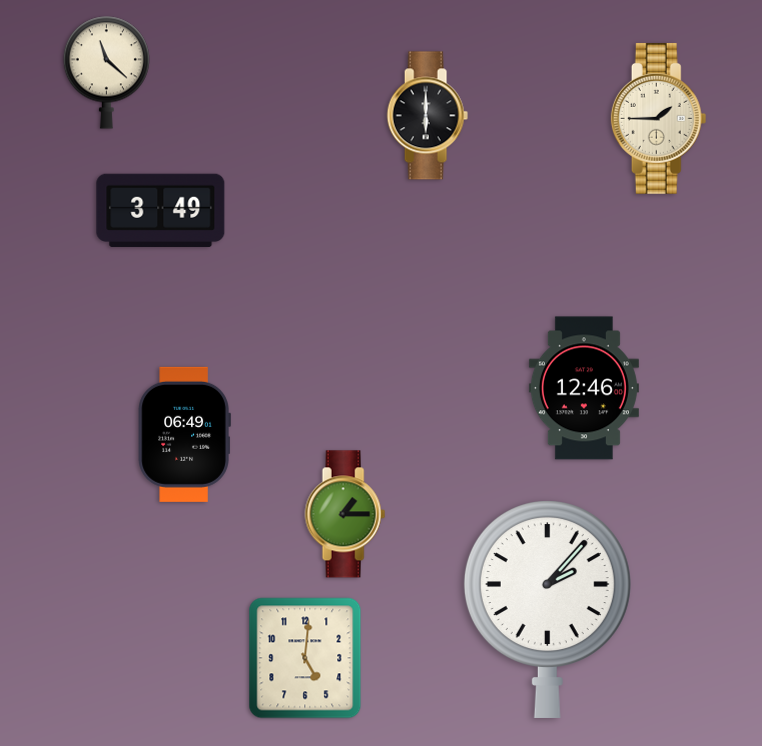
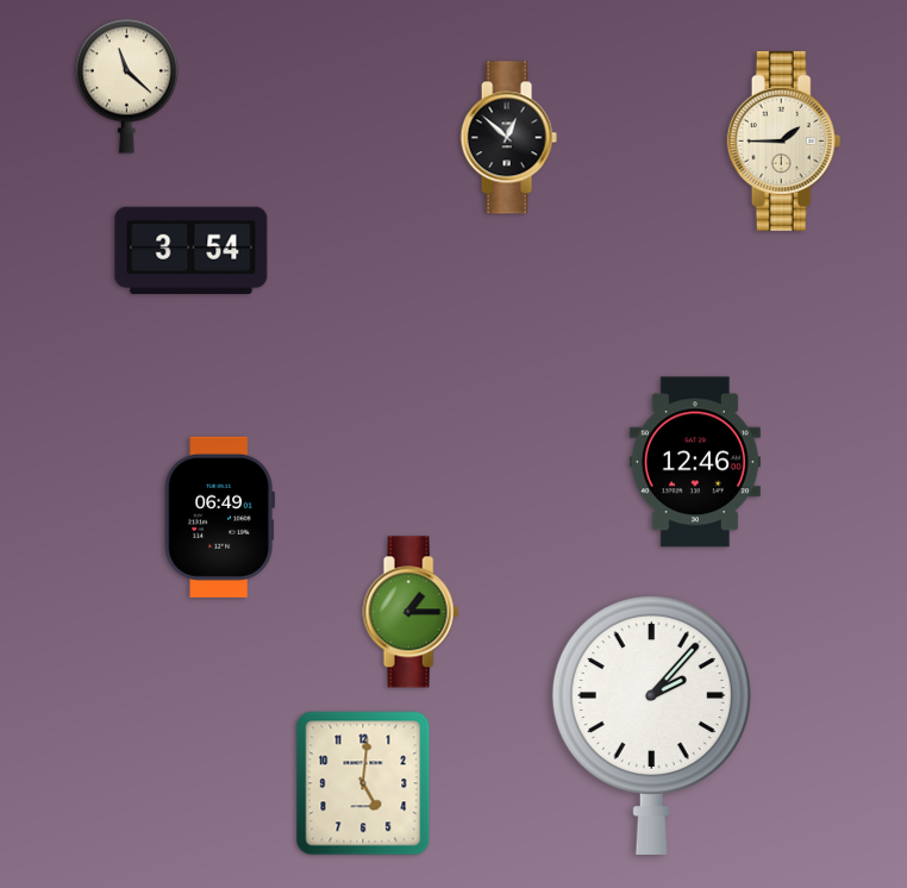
clock at (427, 116): 6:00 -> 12:52
clock at (161, 210): 3:49 -> 3:54
